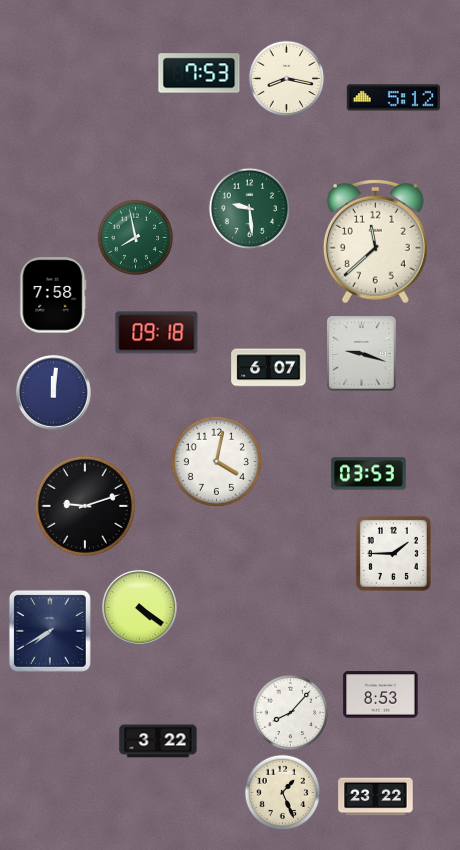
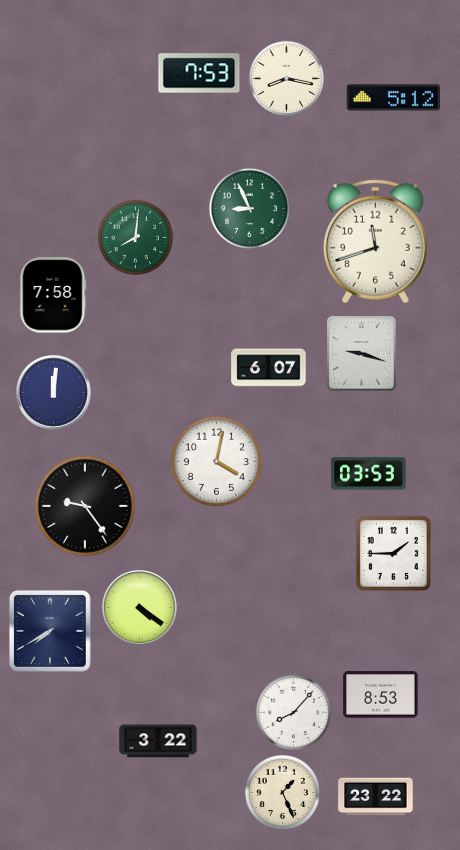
clock at (249, 208): 9:29 -> 8:56
clock at (136, 238): 7:58 -> 8:01
clock at (375, 241): 11:38 -> 11:42
clock at (157, 333): 09:18 -> none
clock at (85, 506): 9:12 -> 9:24
clock at (291, 713) position: (291, 713) -> (294, 713)
